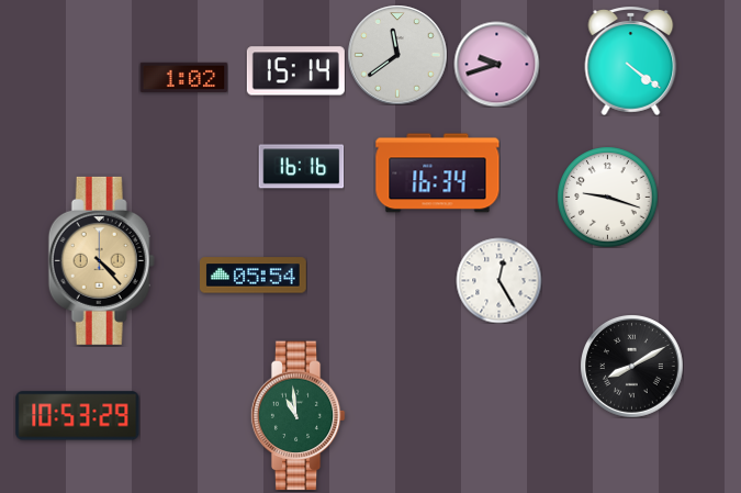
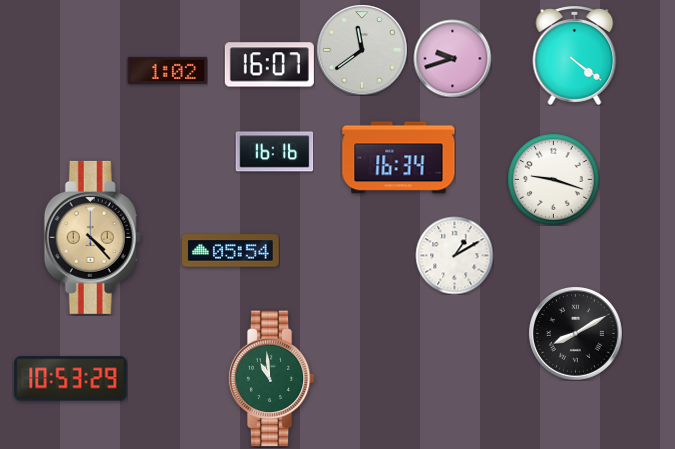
clock at (295, 71): 15:14 -> 16:07
clock at (498, 280): 12:25 -> 1:10
